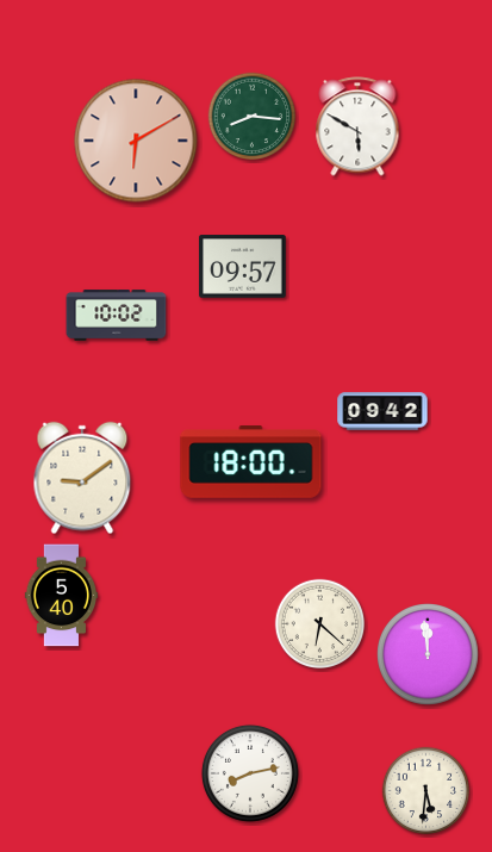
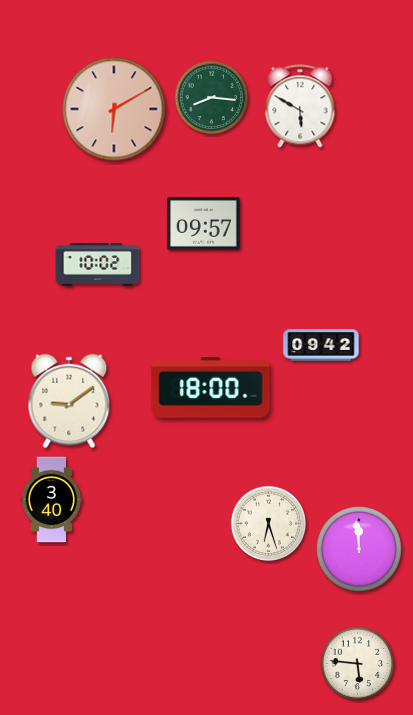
clock at (136, 141) position: (136, 141) -> (114, 109)
clock at (62, 596): 5:40 -> 3:40
clock at (320, 624): 6:22 -> 6:27
clock at (250, 773): 8:13 -> none
clock at (426, 791): 5:31 -> 5:46
